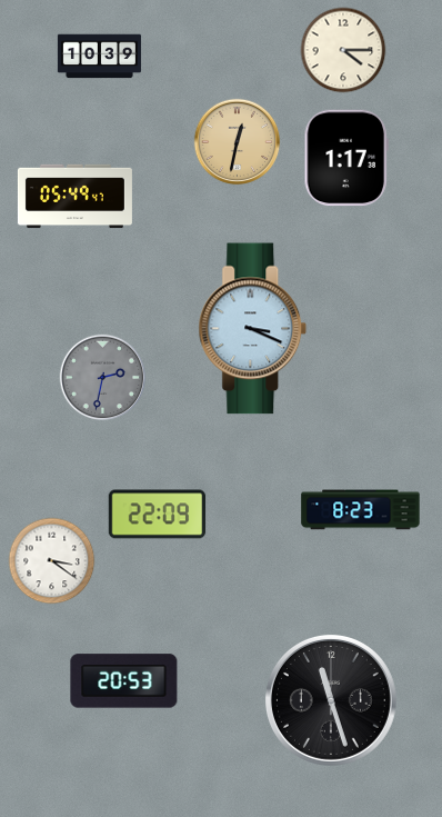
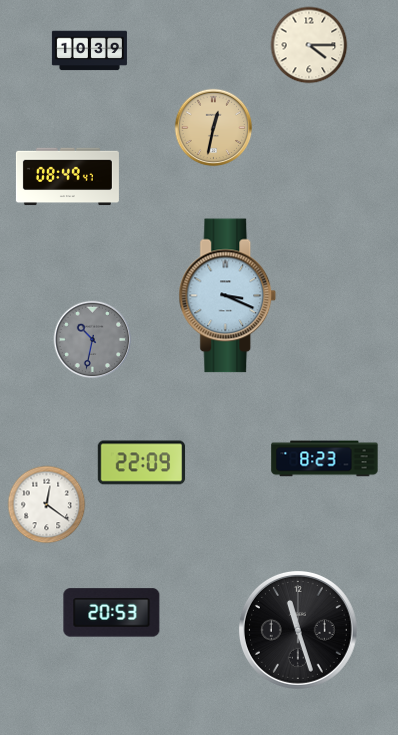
clock at (346, 158): 1:17 -> none
clock at (74, 197): 05:49 -> 08:49
clock at (103, 378): 2:32 -> 10:32
clock at (52, 561): 3:21 -> 12:21
